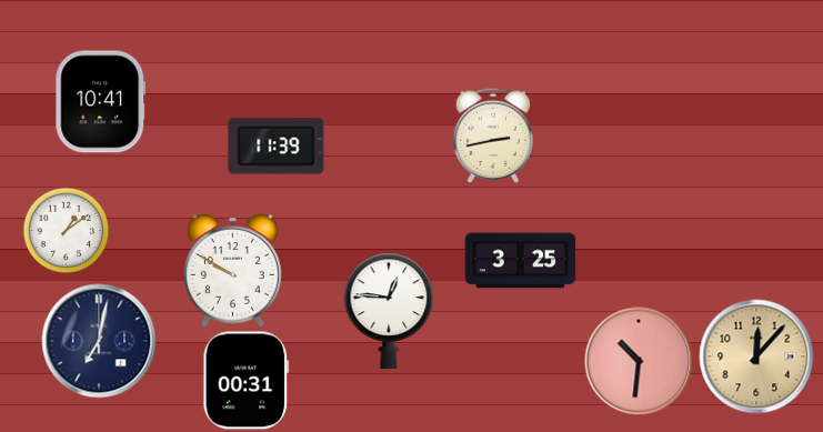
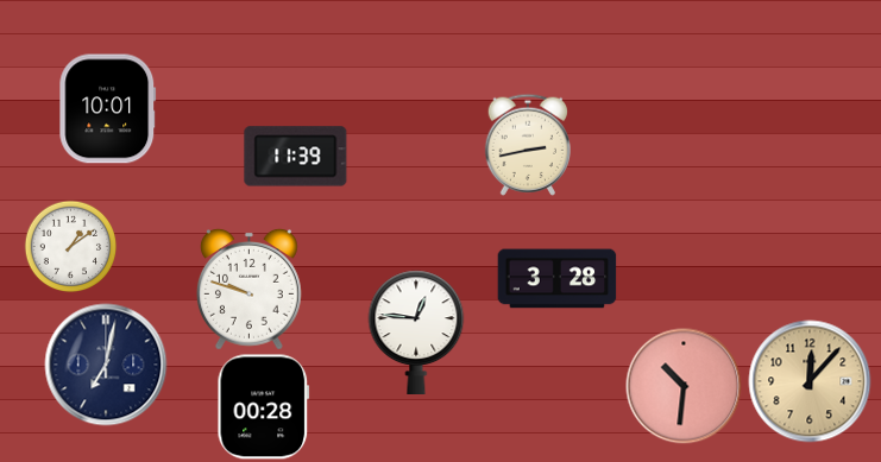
clock at (101, 102): 10:41 -> 10:01
clock at (521, 261): 3:25 -> 3:28
clock at (232, 270): 9:50 -> 9:48
clock at (247, 381): 00:31 -> 00:28
